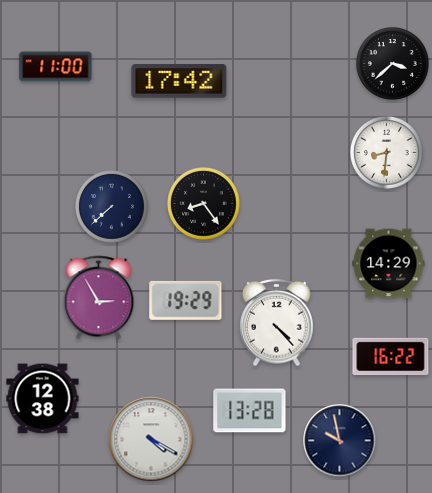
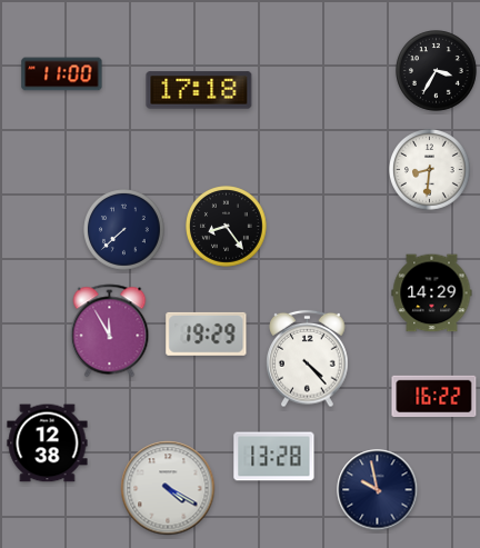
clock at (393, 64): 3:38 -> 3:35
clock at (179, 81): 17:42 -> 17:18
clock at (99, 298): 2:55 -> 11:55
clock at (250, 411) position: (250, 411) -> (274, 457)
